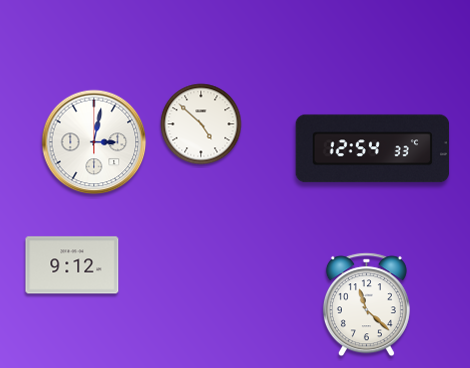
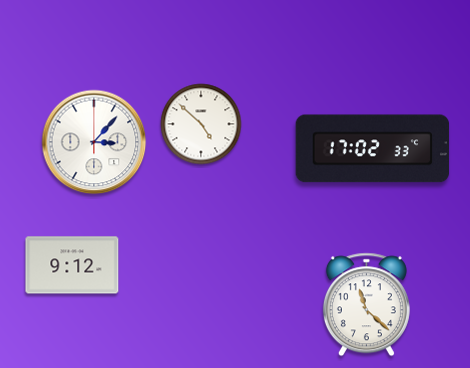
clock at (94, 142): 3:02 -> 3:07
clock at (373, 149): 12:54 -> 17:02
